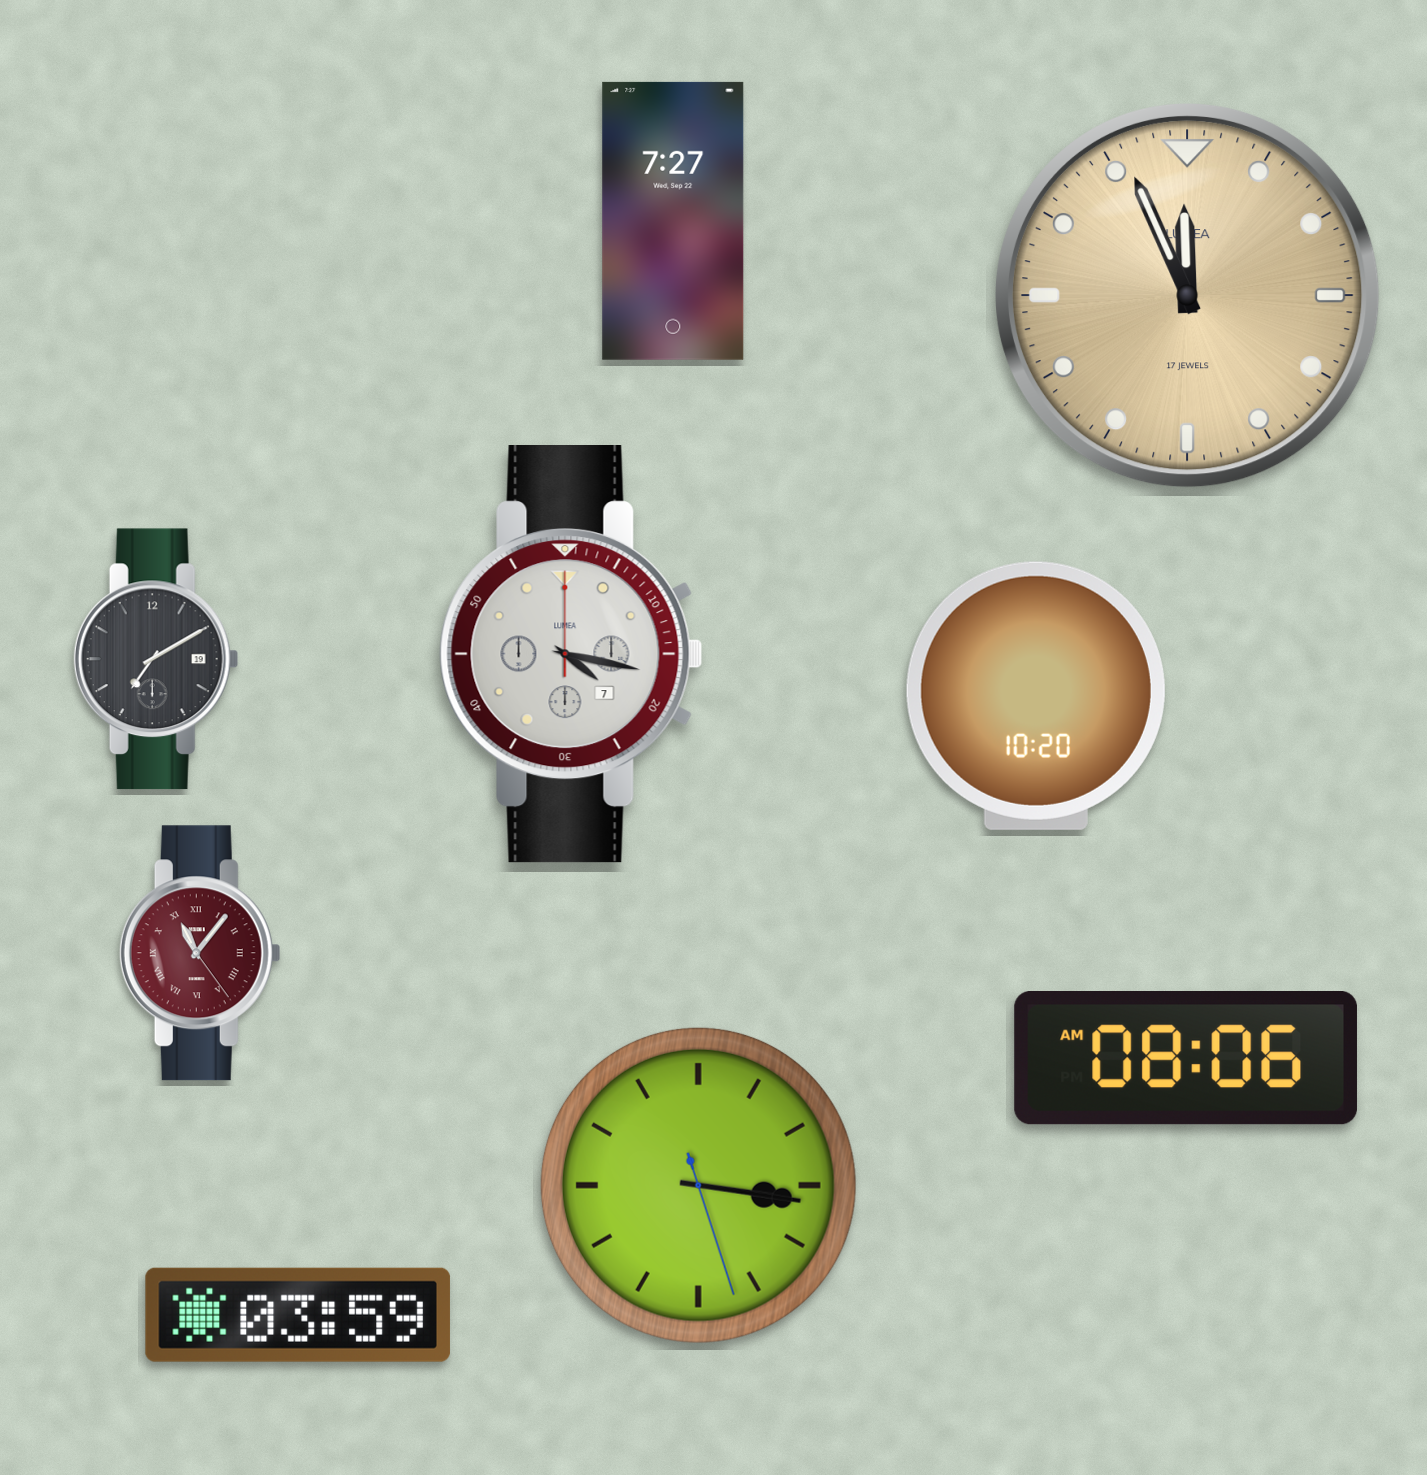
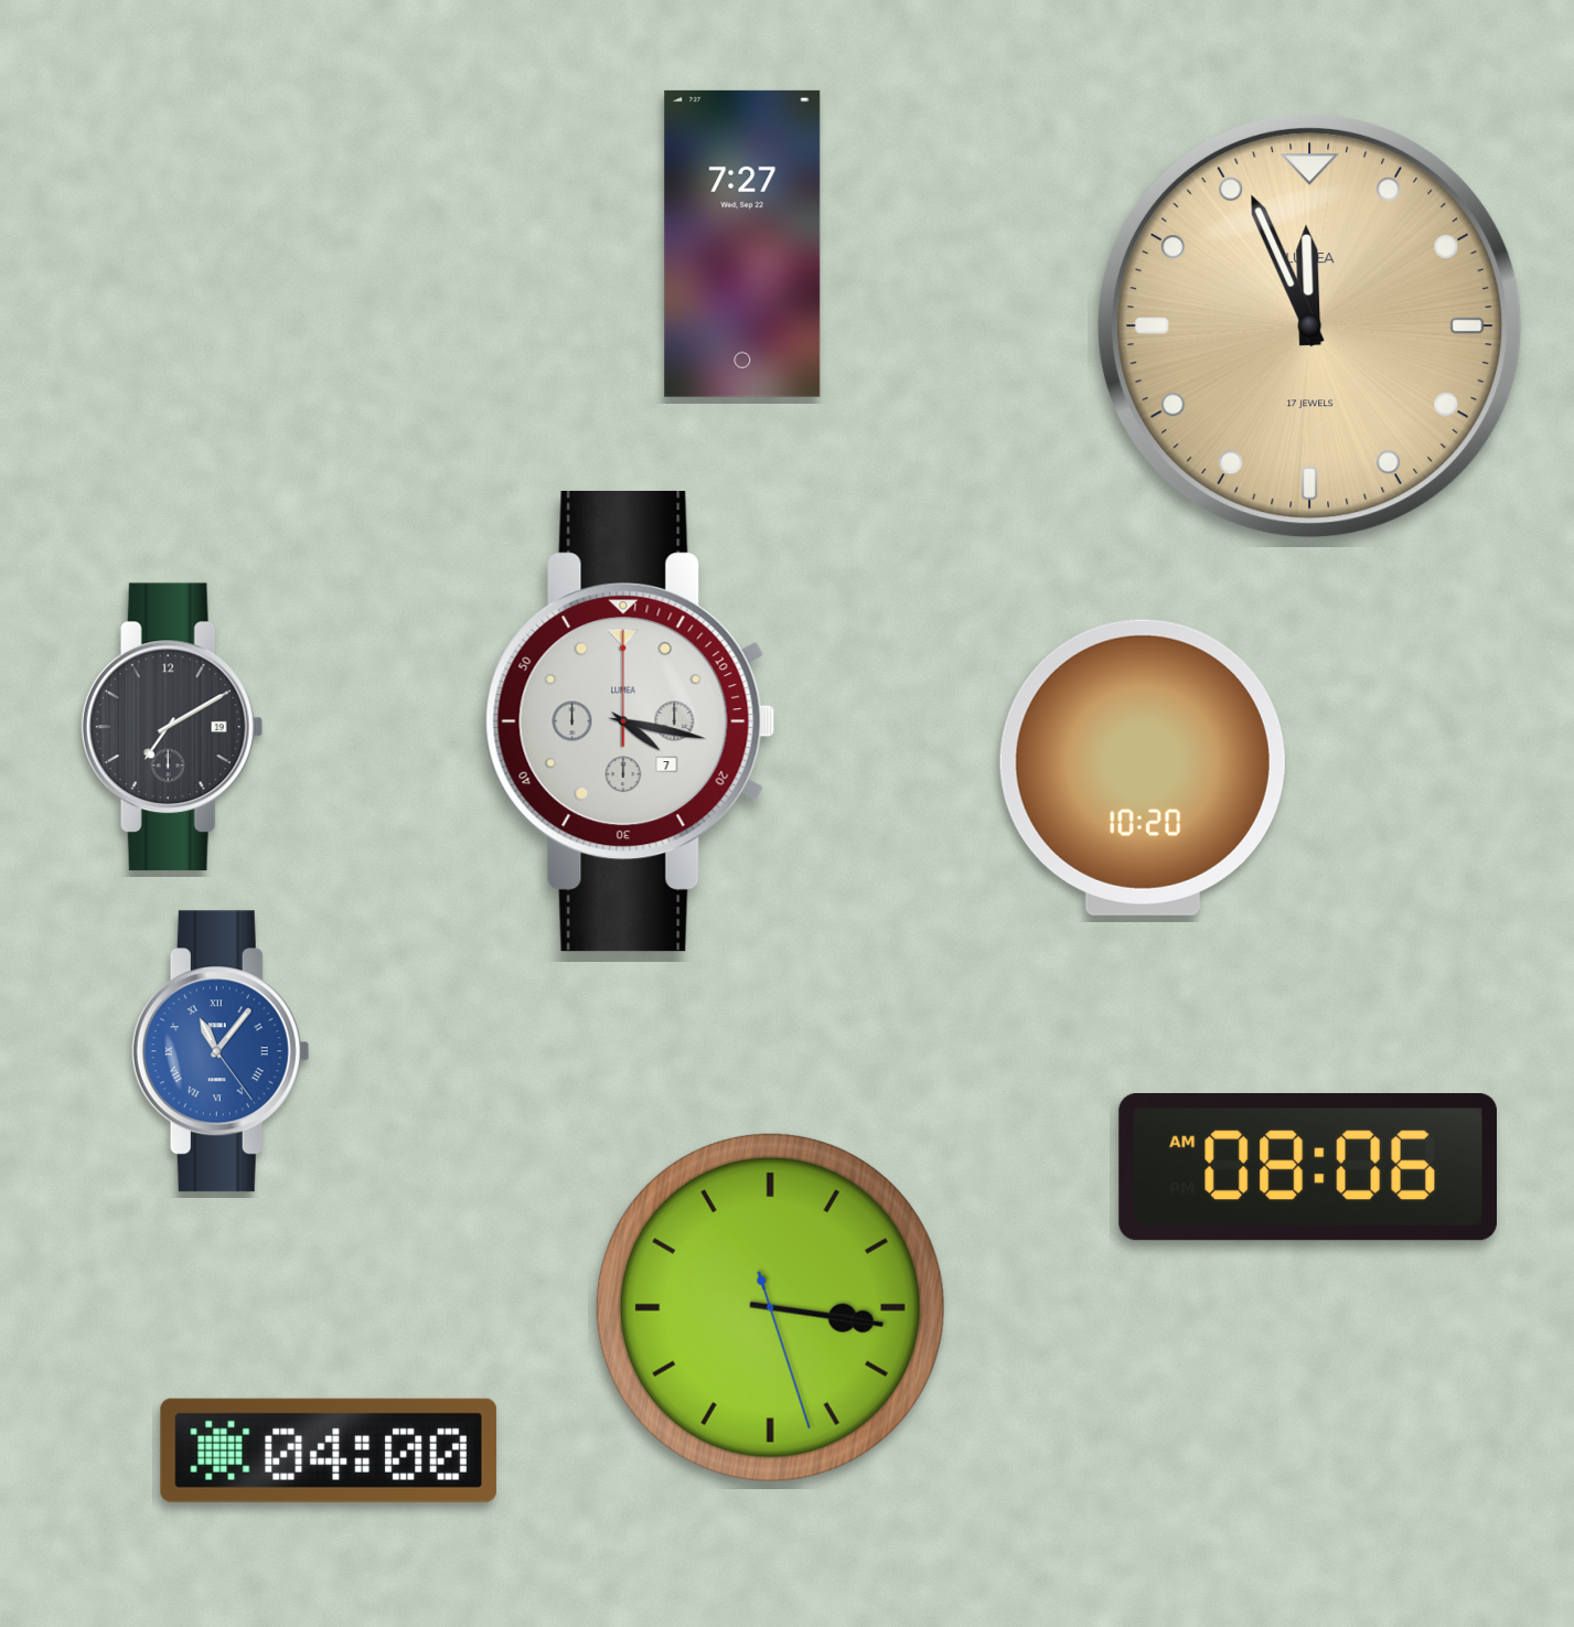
clock at (200, 953) dial: burgundy -> blue
clock at (298, 1315): 03:59 -> 04:00
